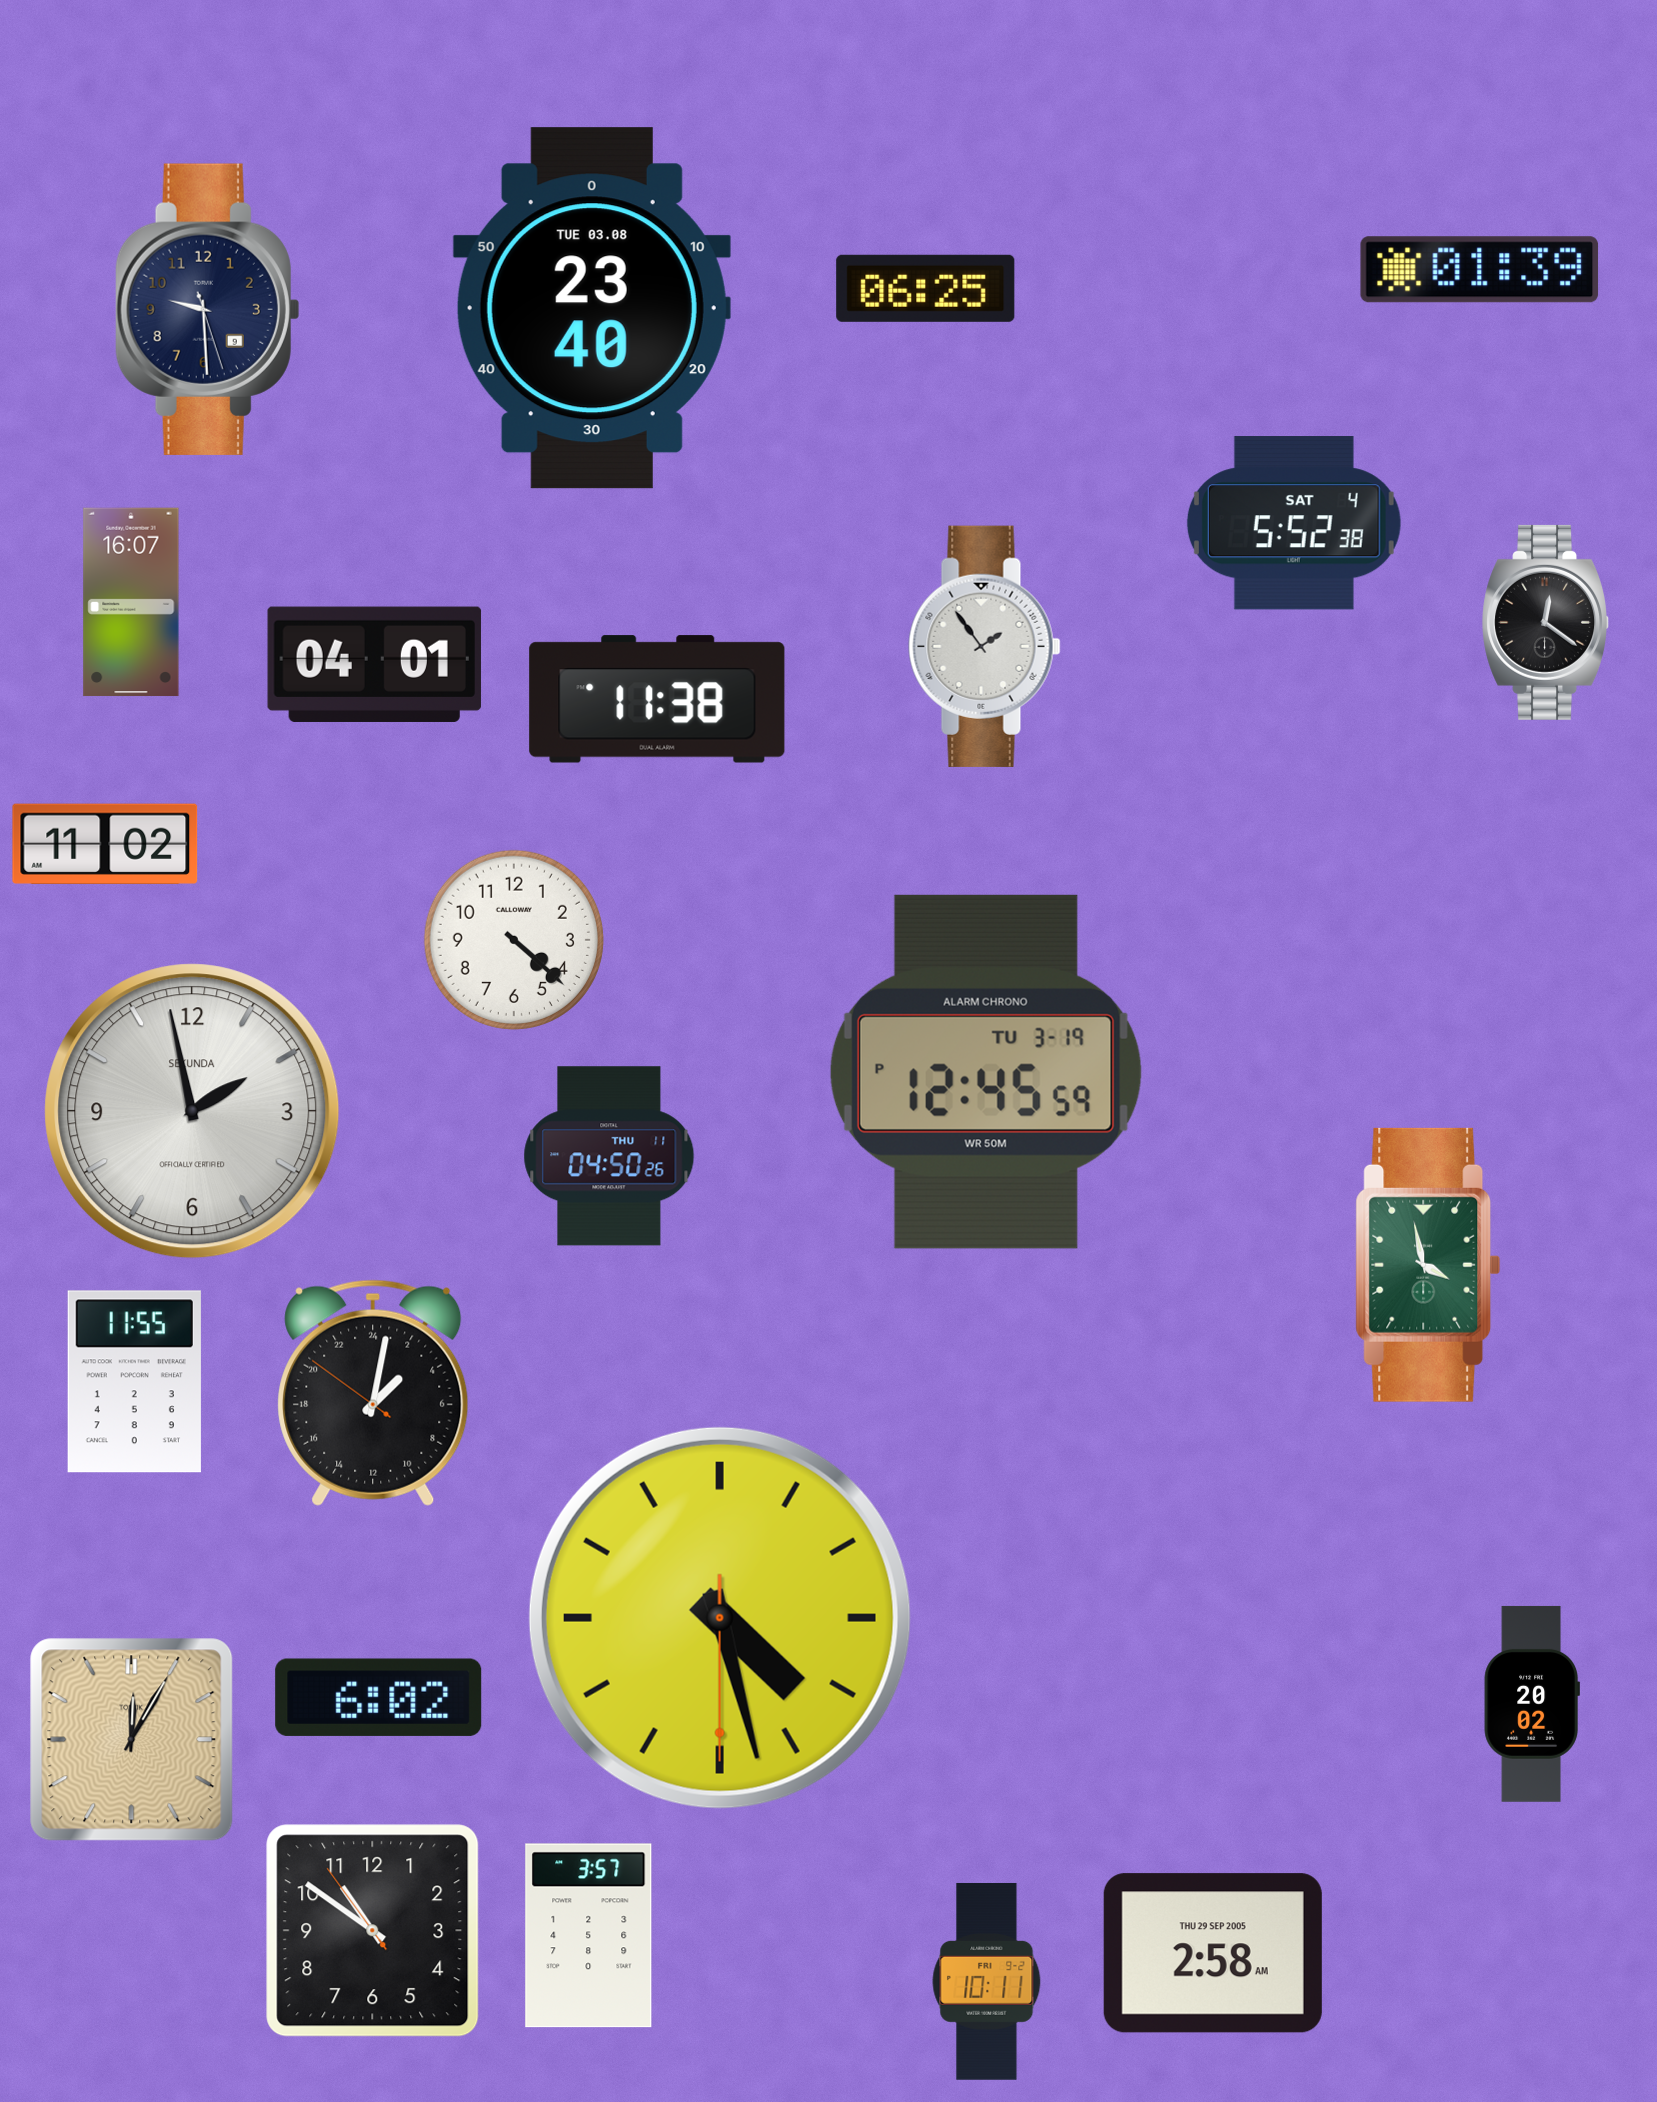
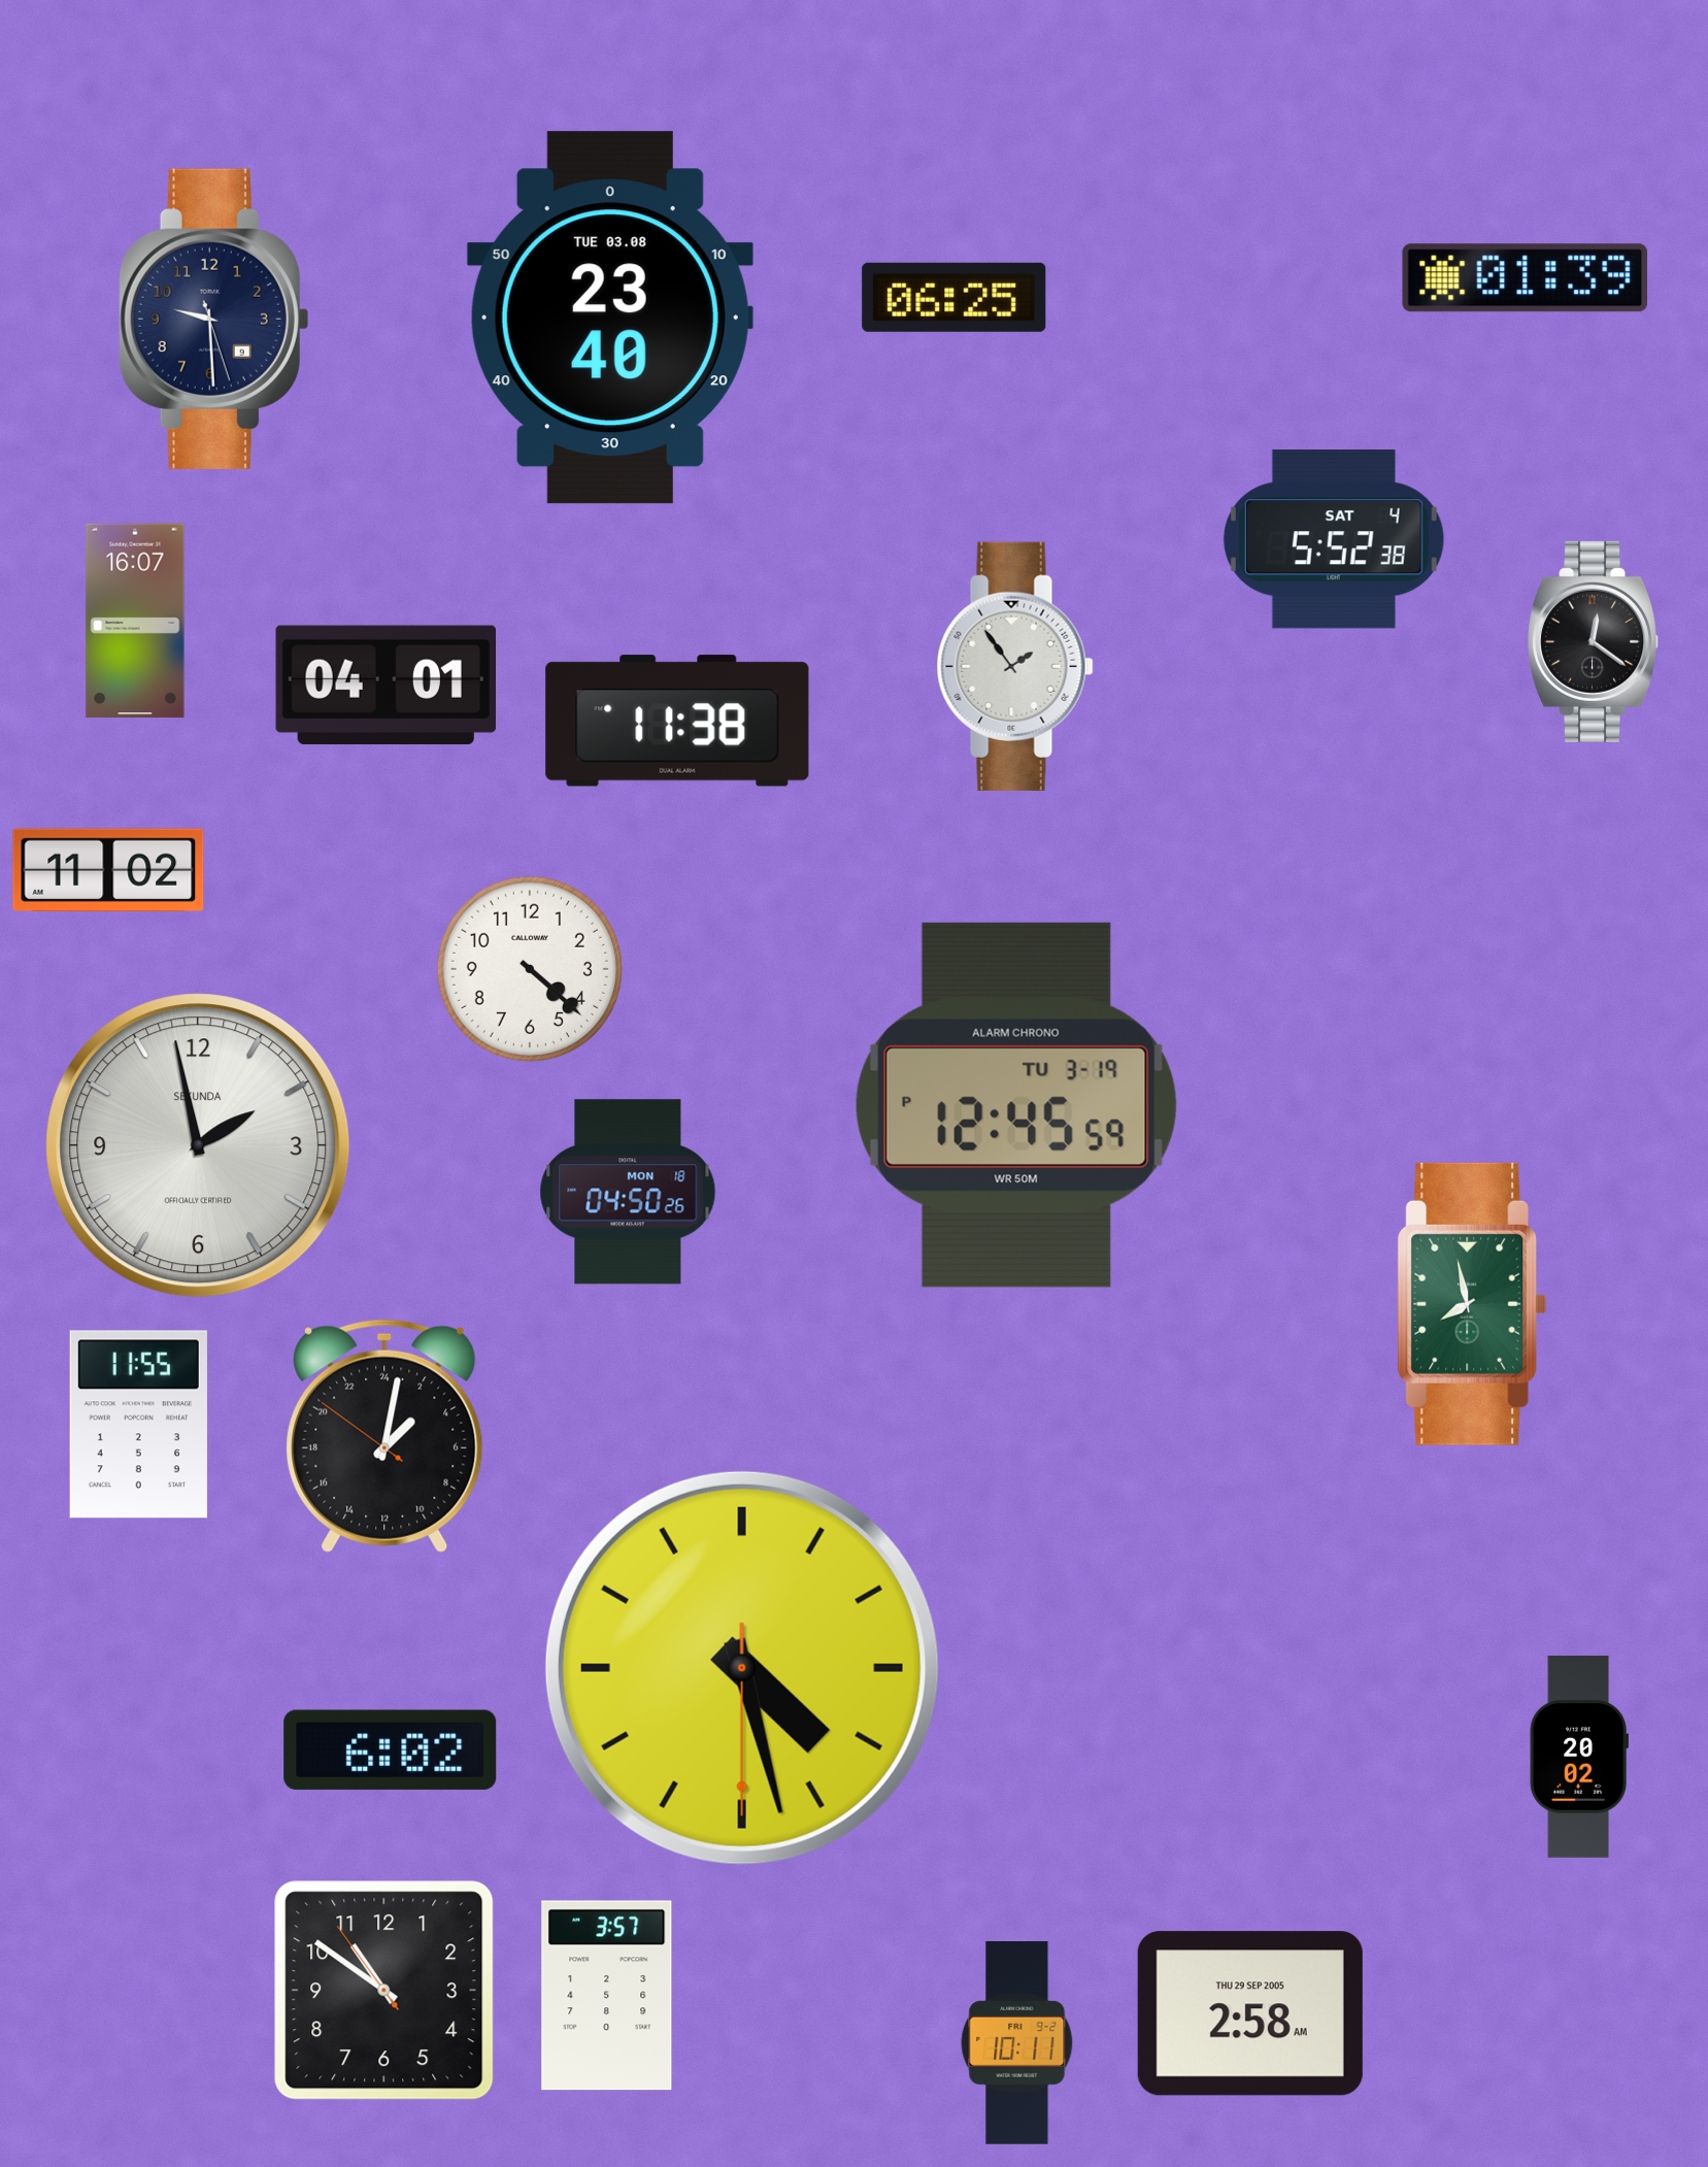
clock at (609, 1156) date: THU 11 -> MON 18
clock at (1428, 1265): 3:58 -> 7:58
clock at (132, 1740): 12:05 -> none
